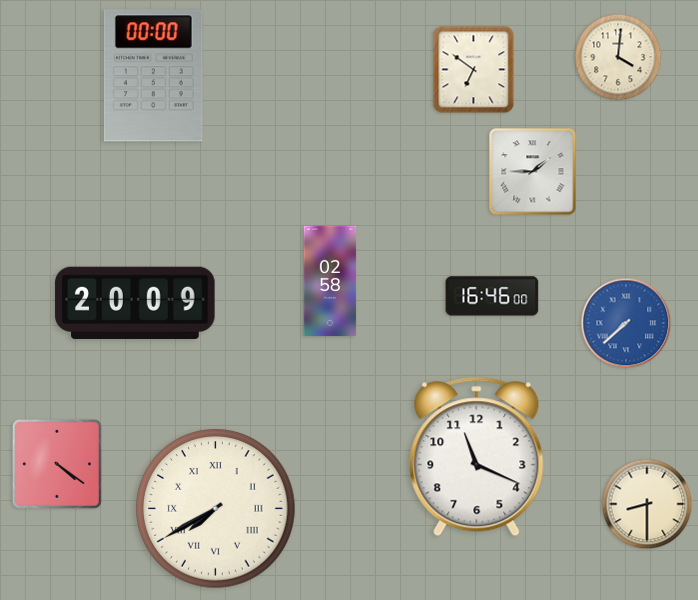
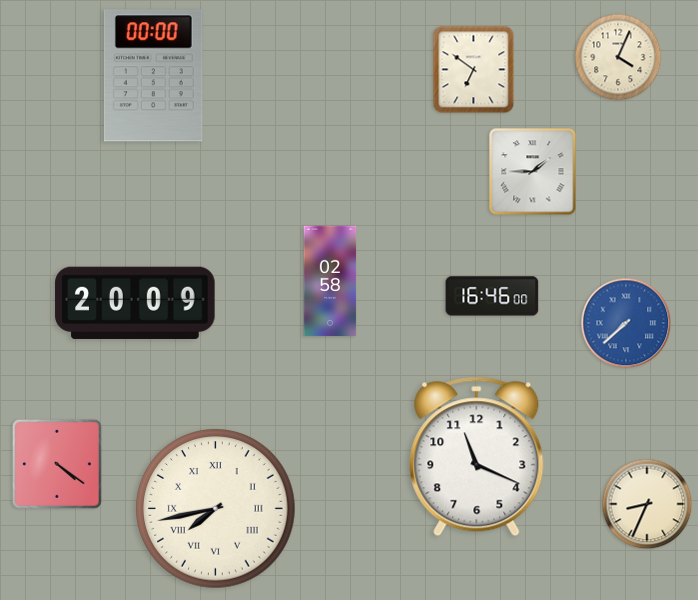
clock at (618, 57): 4:01 -> 4:04
clock at (647, 504): 8:30 -> 8:34
clock at (216, 509): 7:40 -> 7:43
